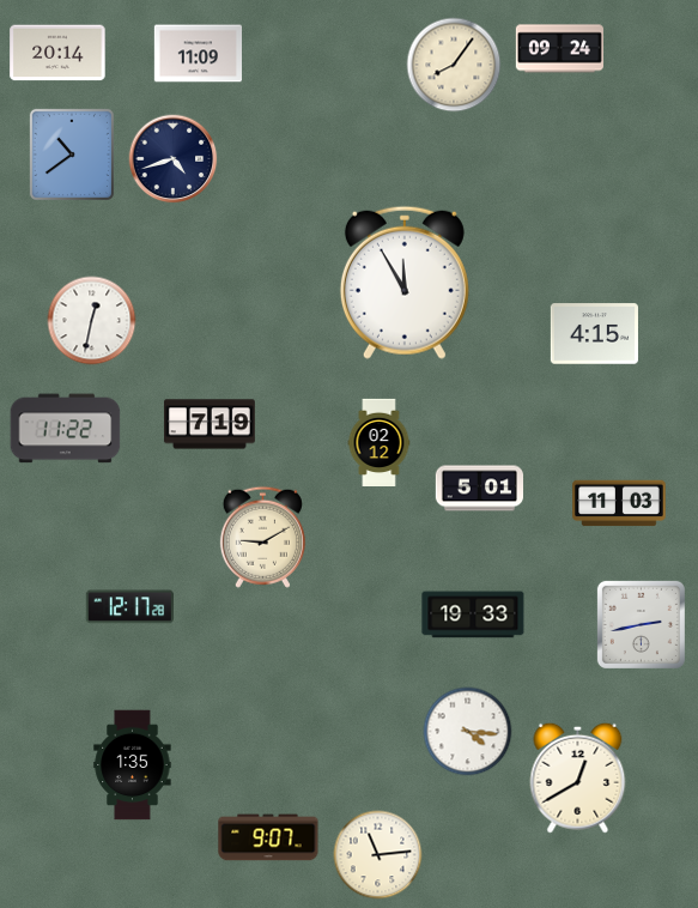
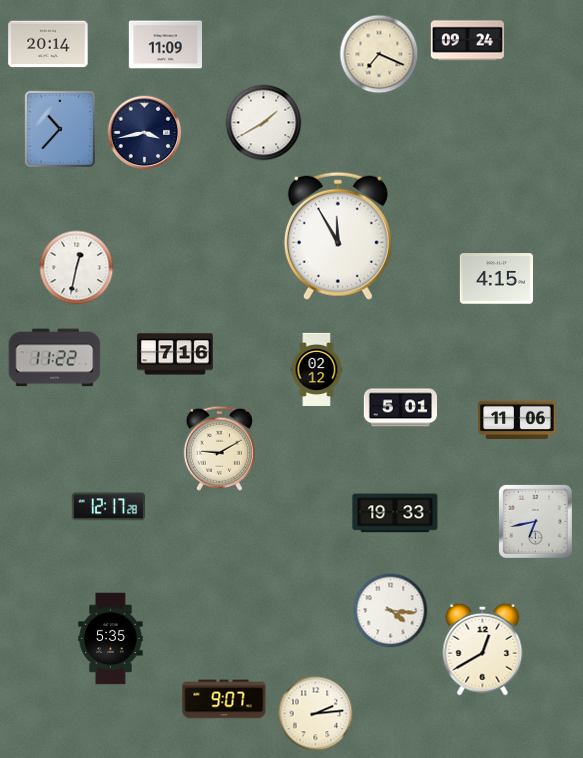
clock at (454, 65): 8:06 -> 7:19
clock at (264, 123): none -> 1:40
clock at (72, 155): 10:39 -> 10:37
clock at (174, 159): 4:42 -> 3:43
clock at (210, 424): 7:19 -> 7:16
clock at (619, 503): 11:03 -> 11:06
clock at (641, 624): 2:43 -> 6:43
clock at (133, 765): 1:35 -> 5:35
clock at (378, 855): 11:14 -> 2:14
